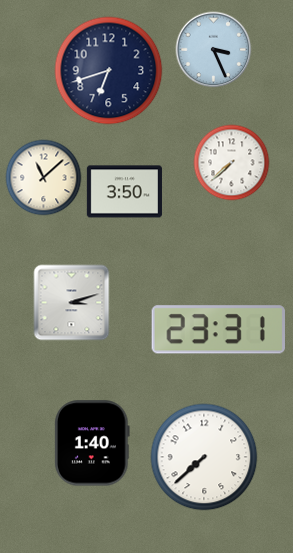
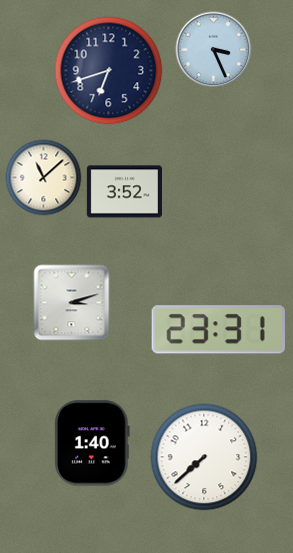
clock at (232, 163): 7:38 -> none
clock at (124, 192): 3:50 -> 3:52
